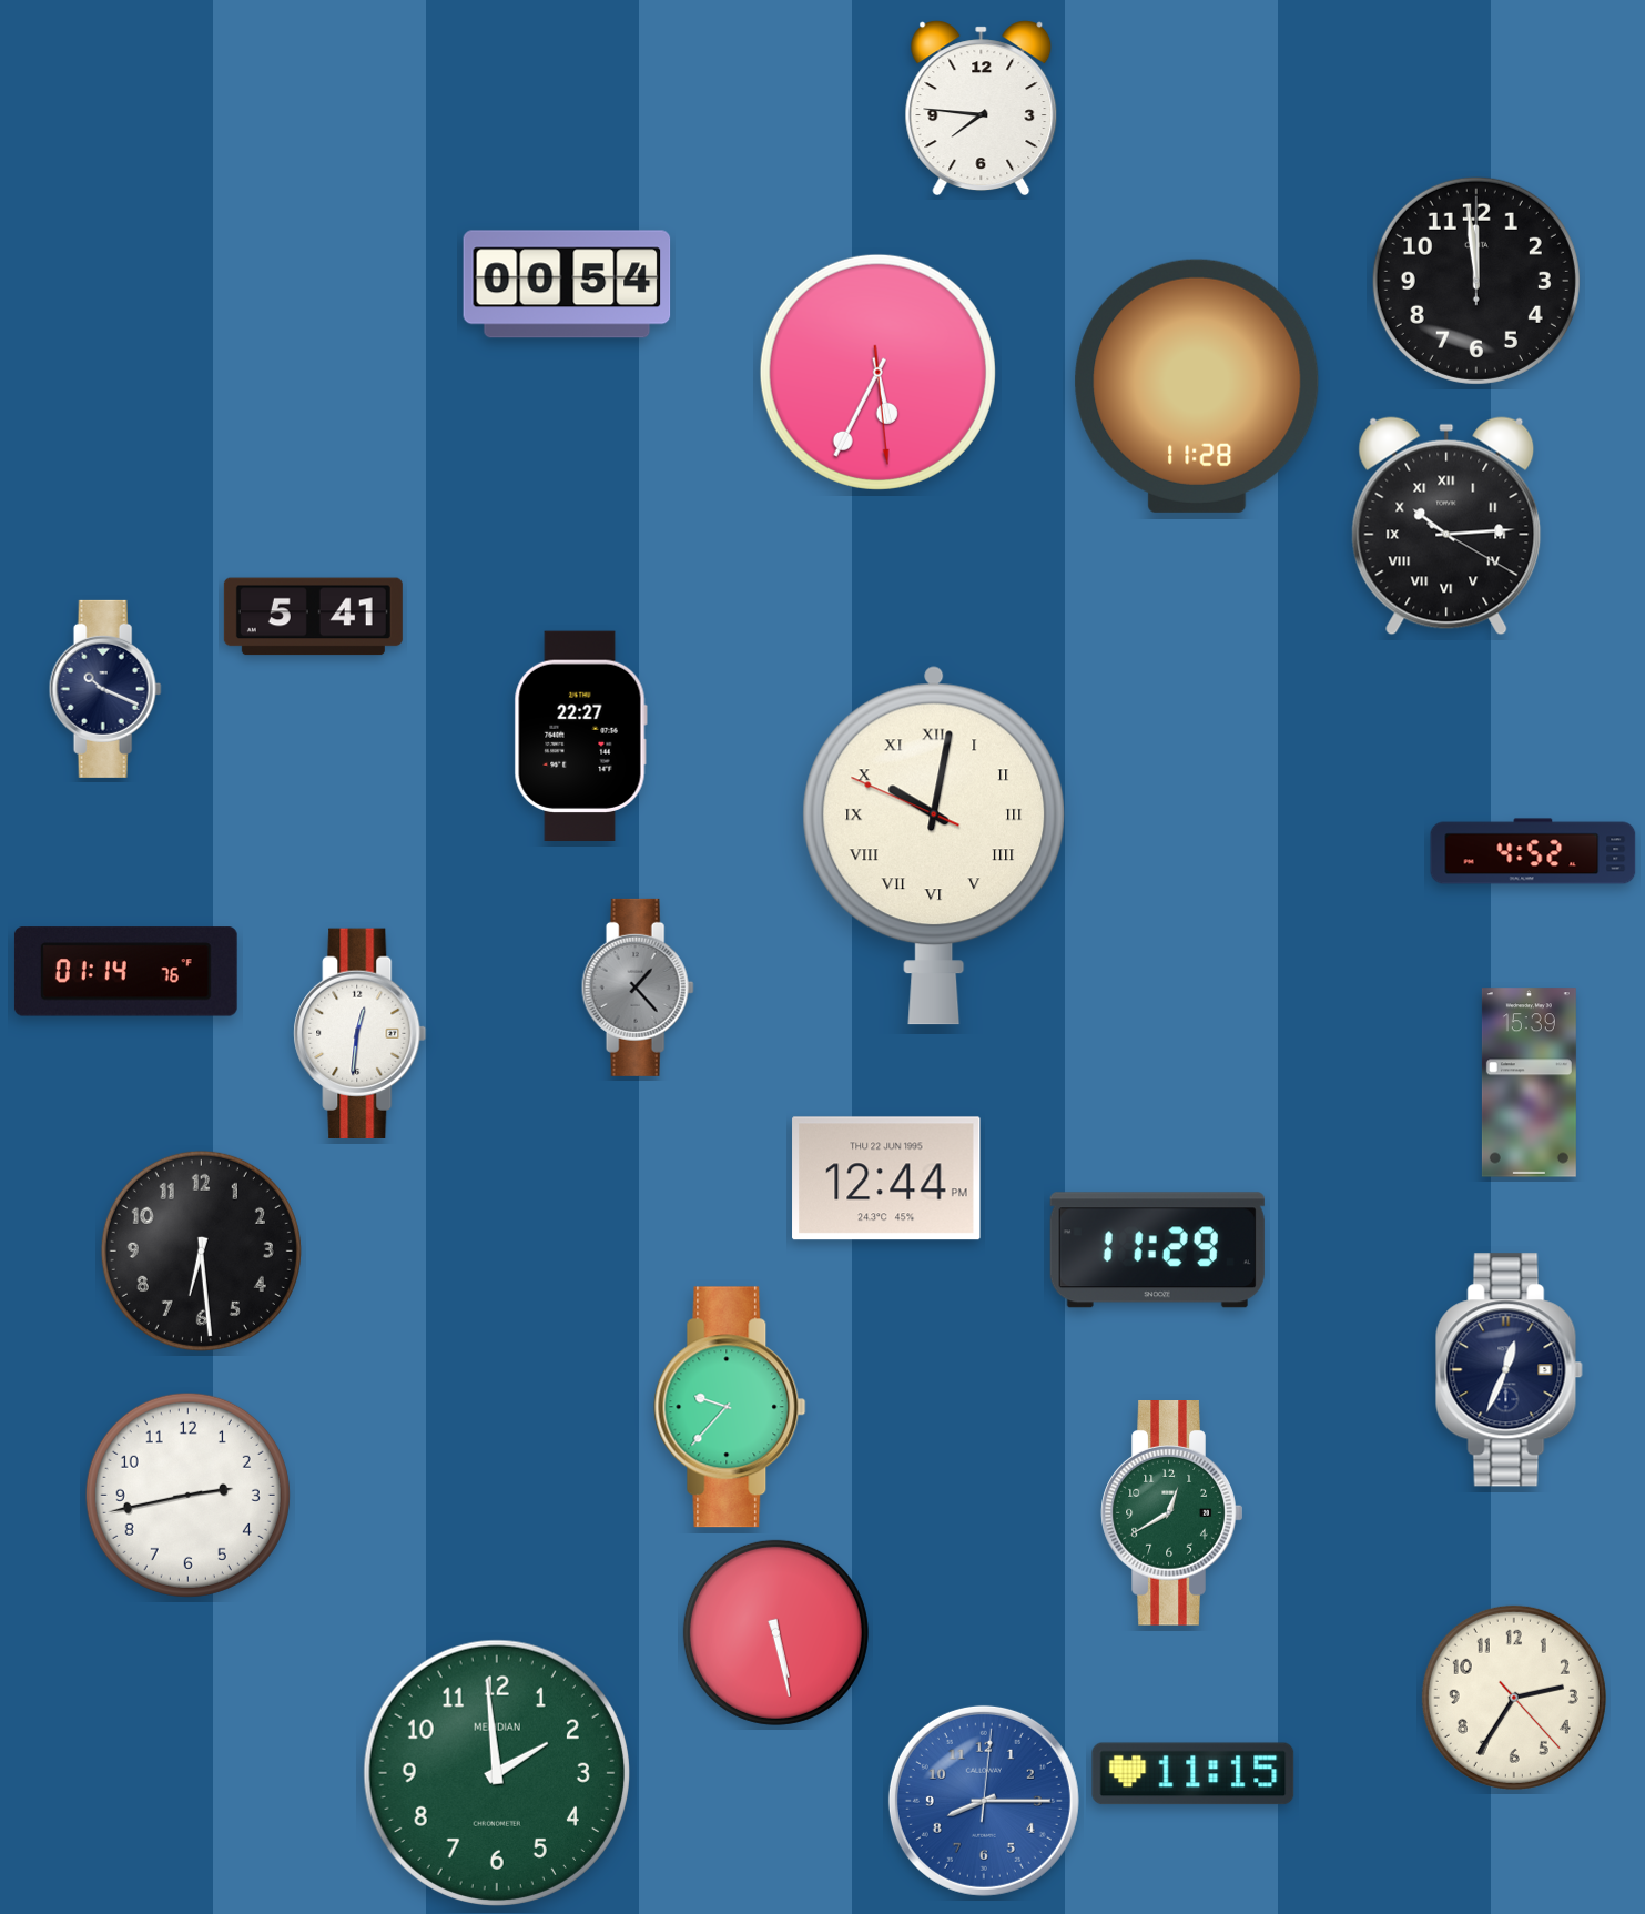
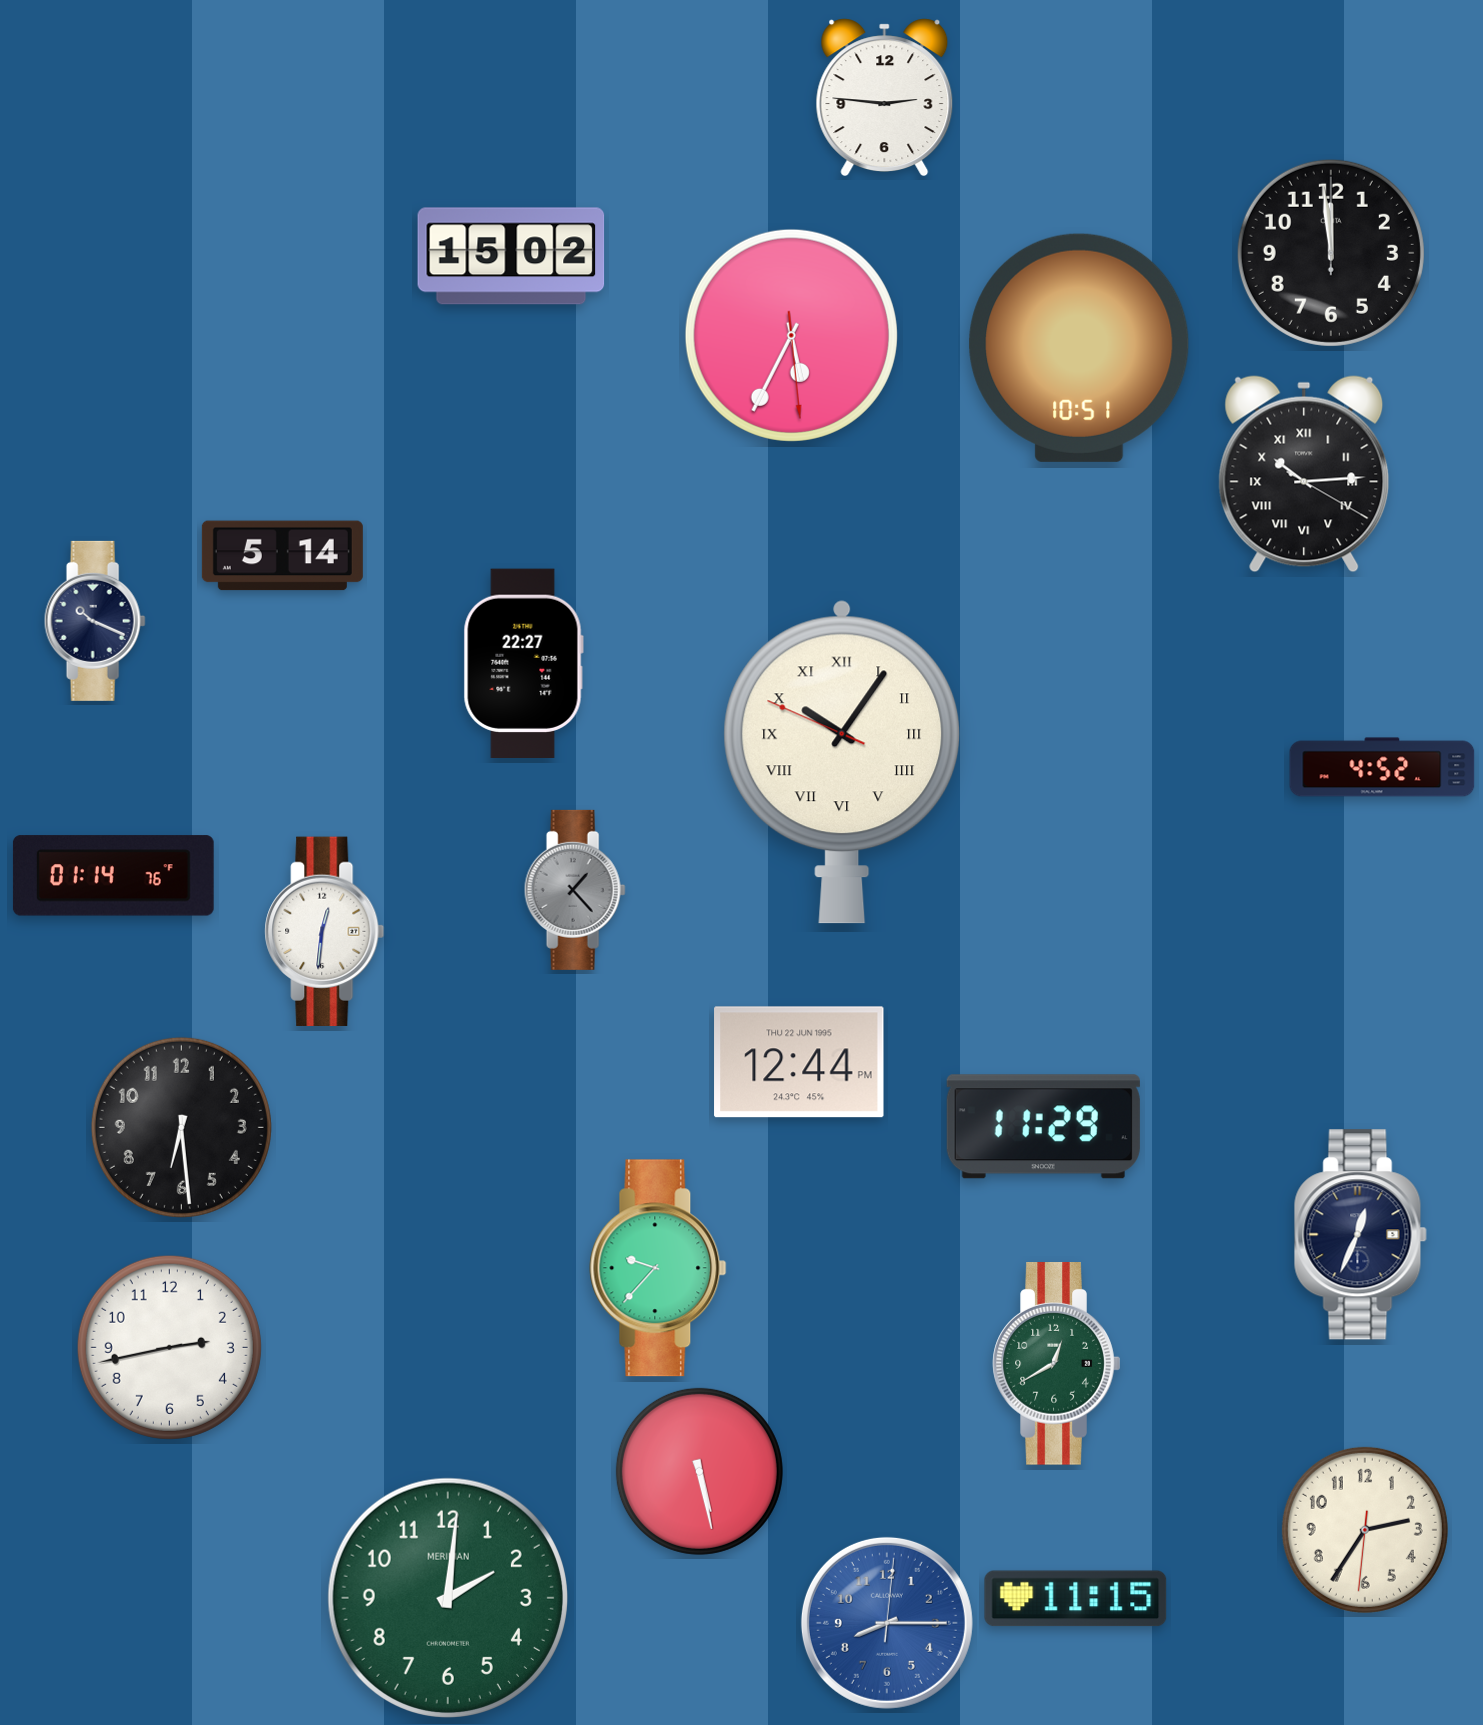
clock at (982, 108): 7:46 -> 2:46
clock at (567, 284): 00:54 -> 15:02
clock at (1197, 386): 11:28 -> 10:51
clock at (313, 617): 5:41 -> 5:14
clock at (934, 845): 10:01 -> 10:05
clock at (1529, 1083): 15:39 -> none
clock at (1514, 1698): 2:35:23 -> 2:35:31
clock at (497, 1773): 1:59 -> 2:01
